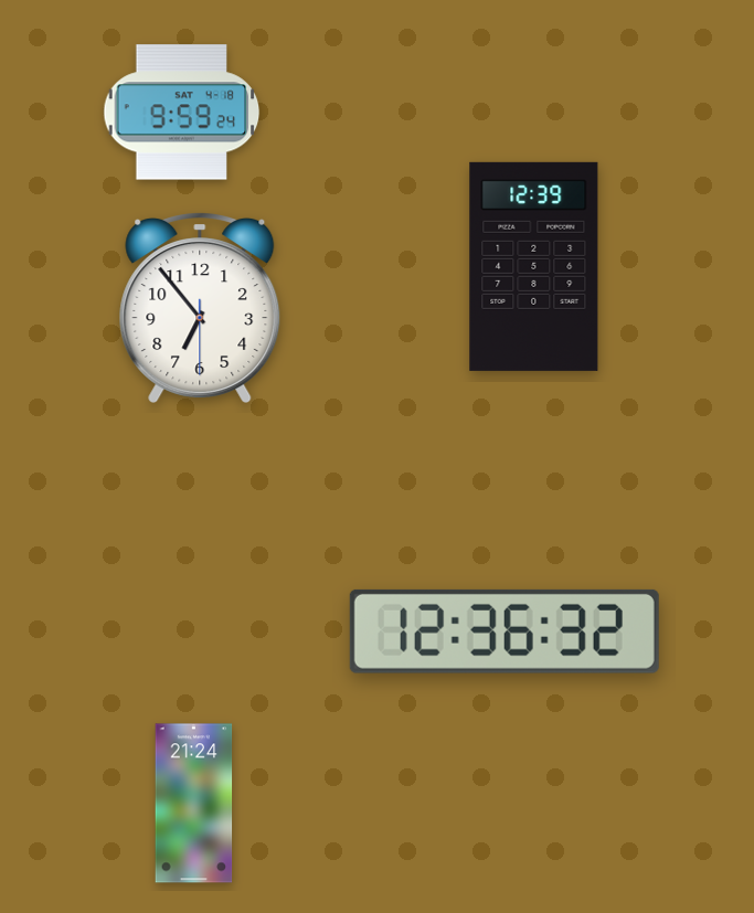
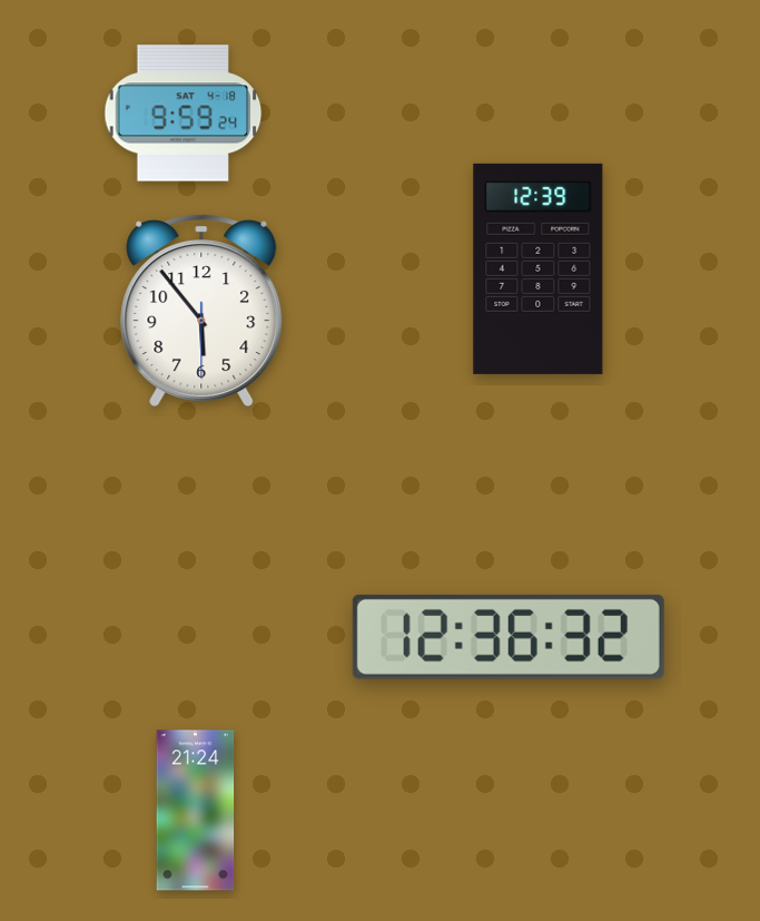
clock at (200, 308): 6:53 -> 5:53
